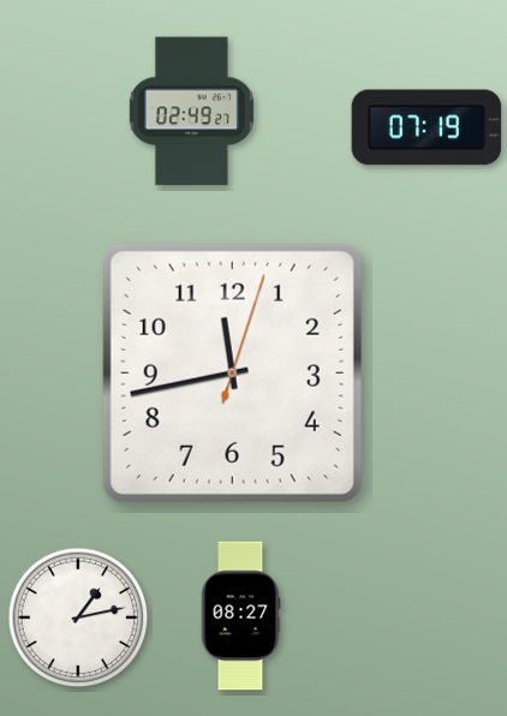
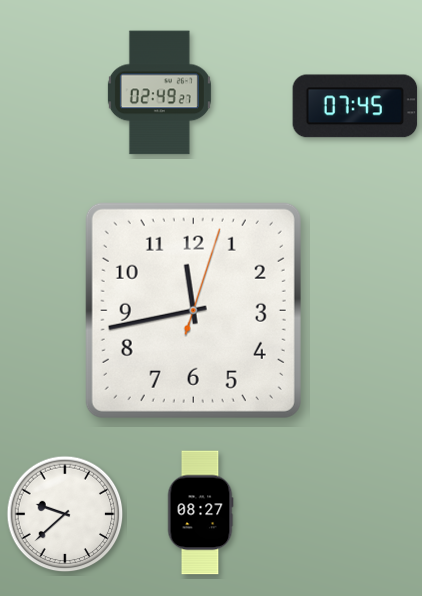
clock at (427, 127): 07:19 -> 07:45
clock at (78, 617): 1:13 -> 9:38
